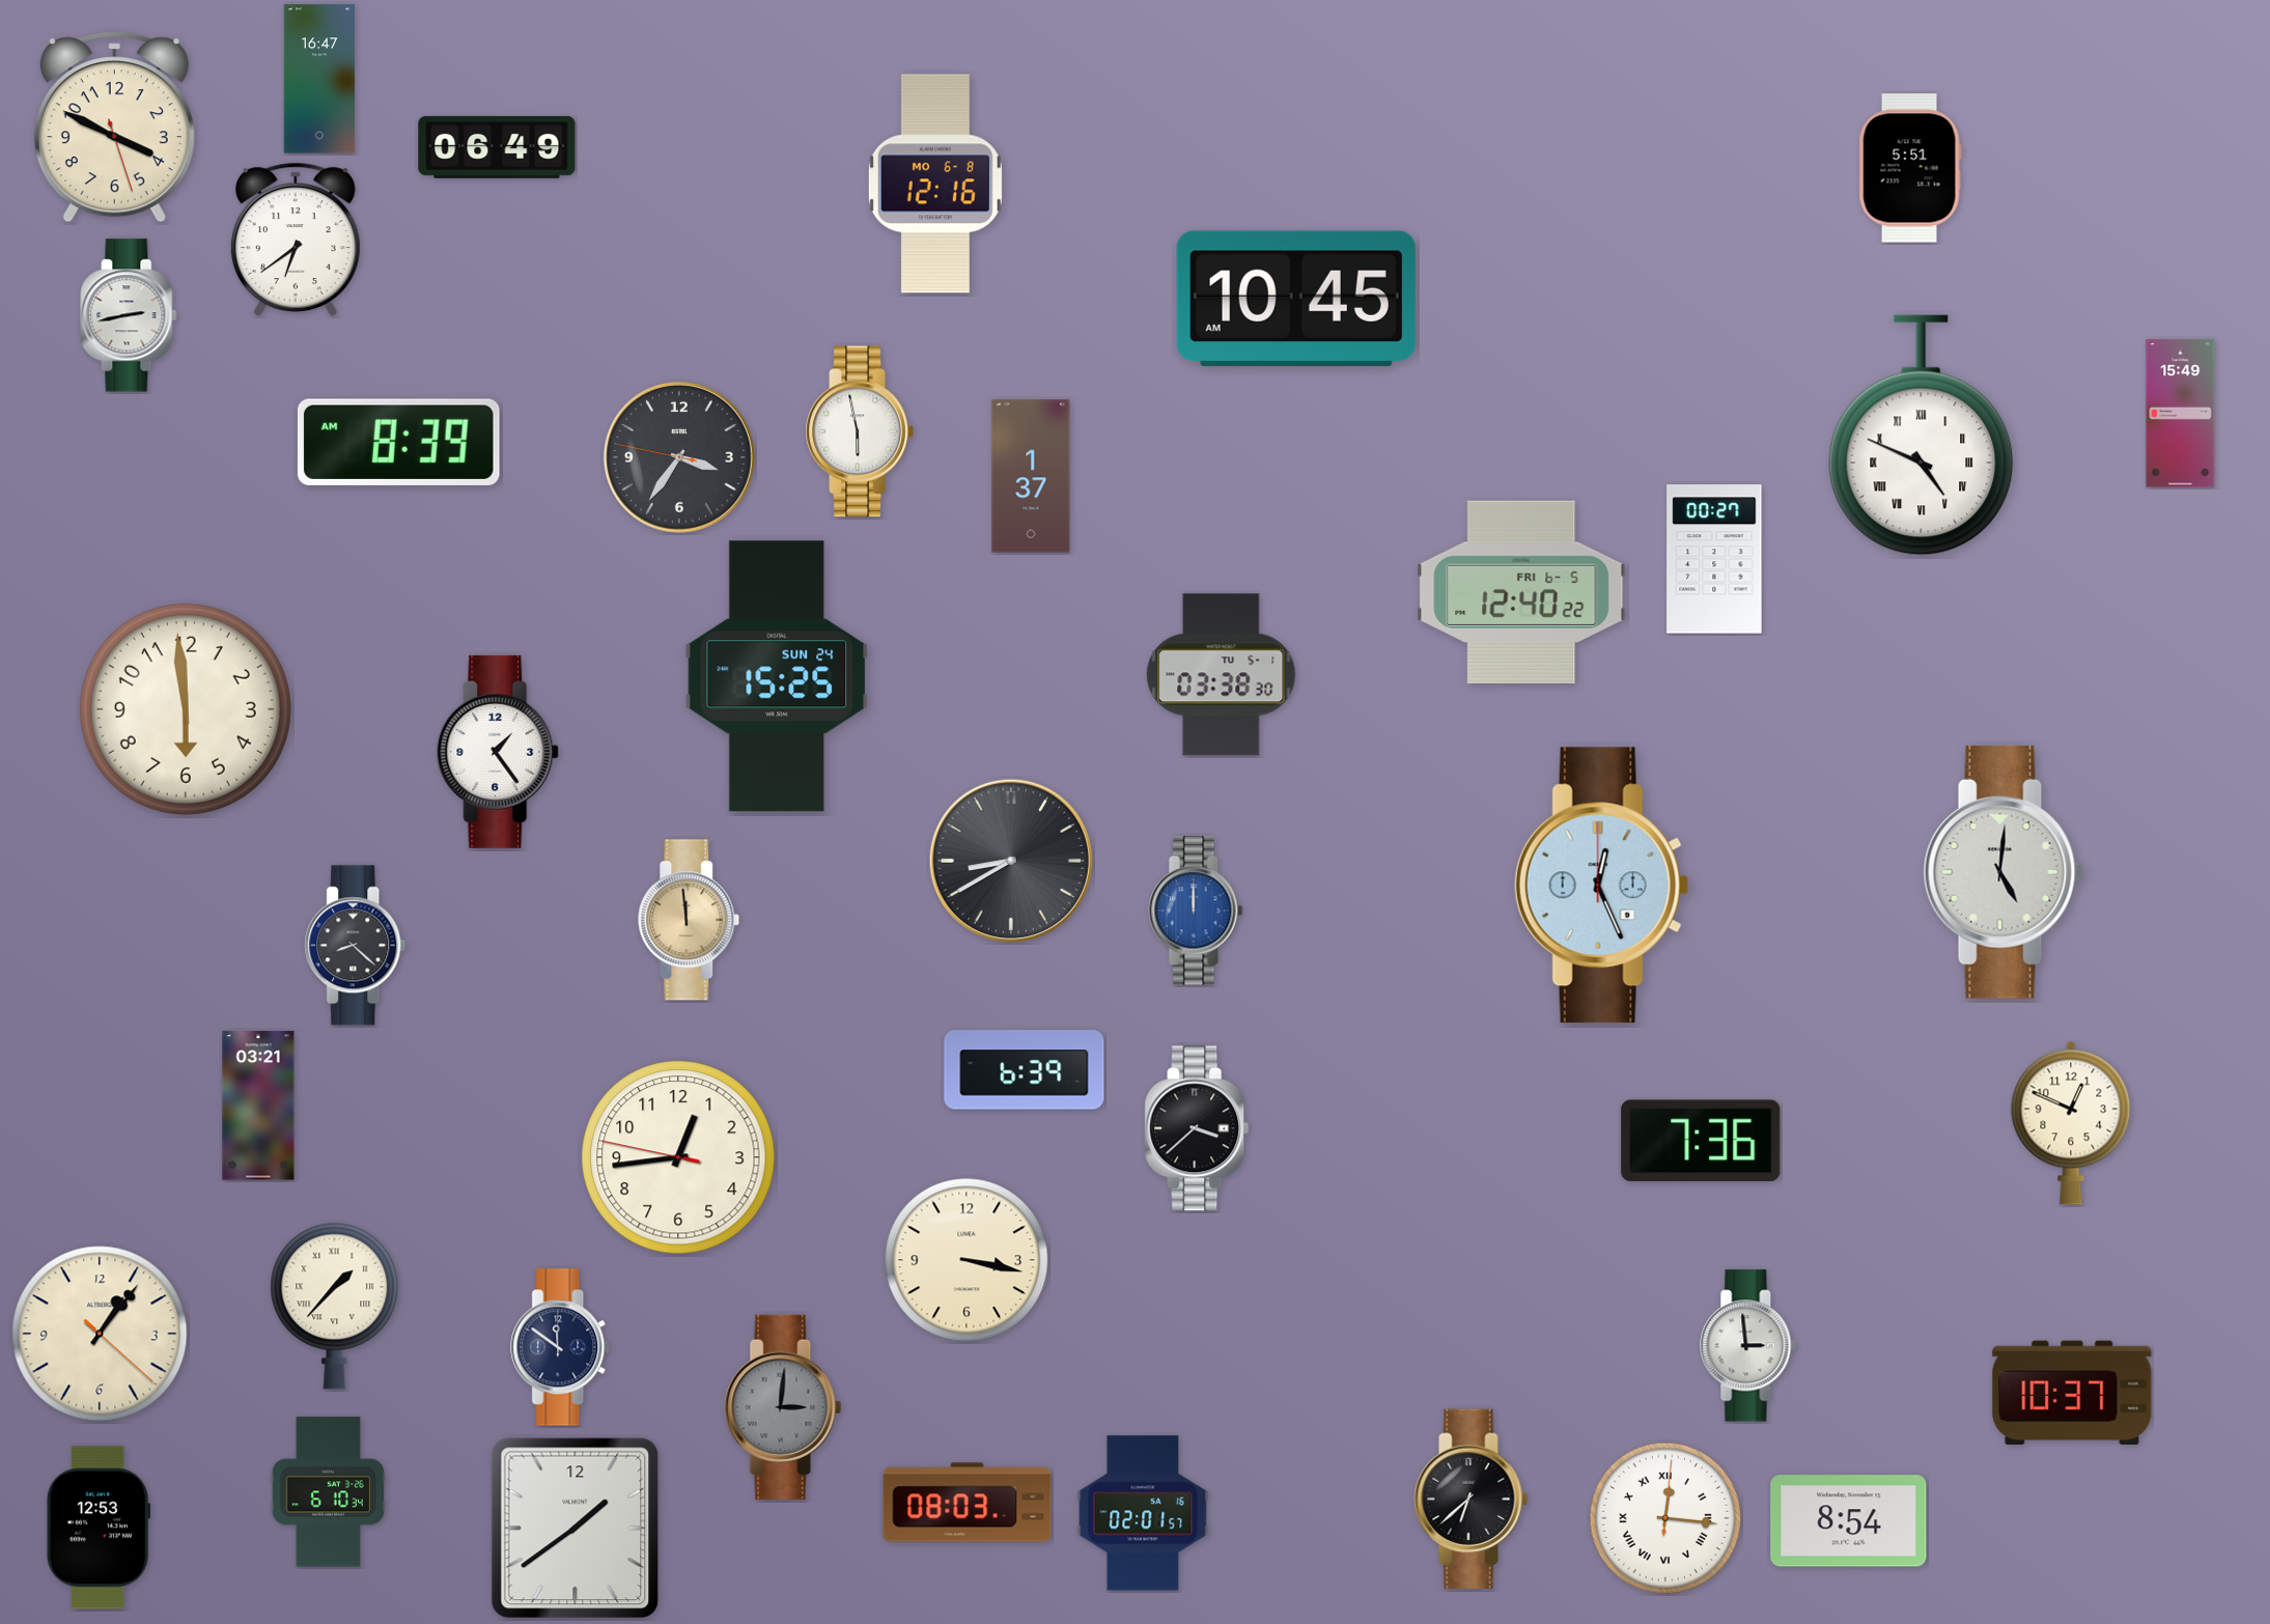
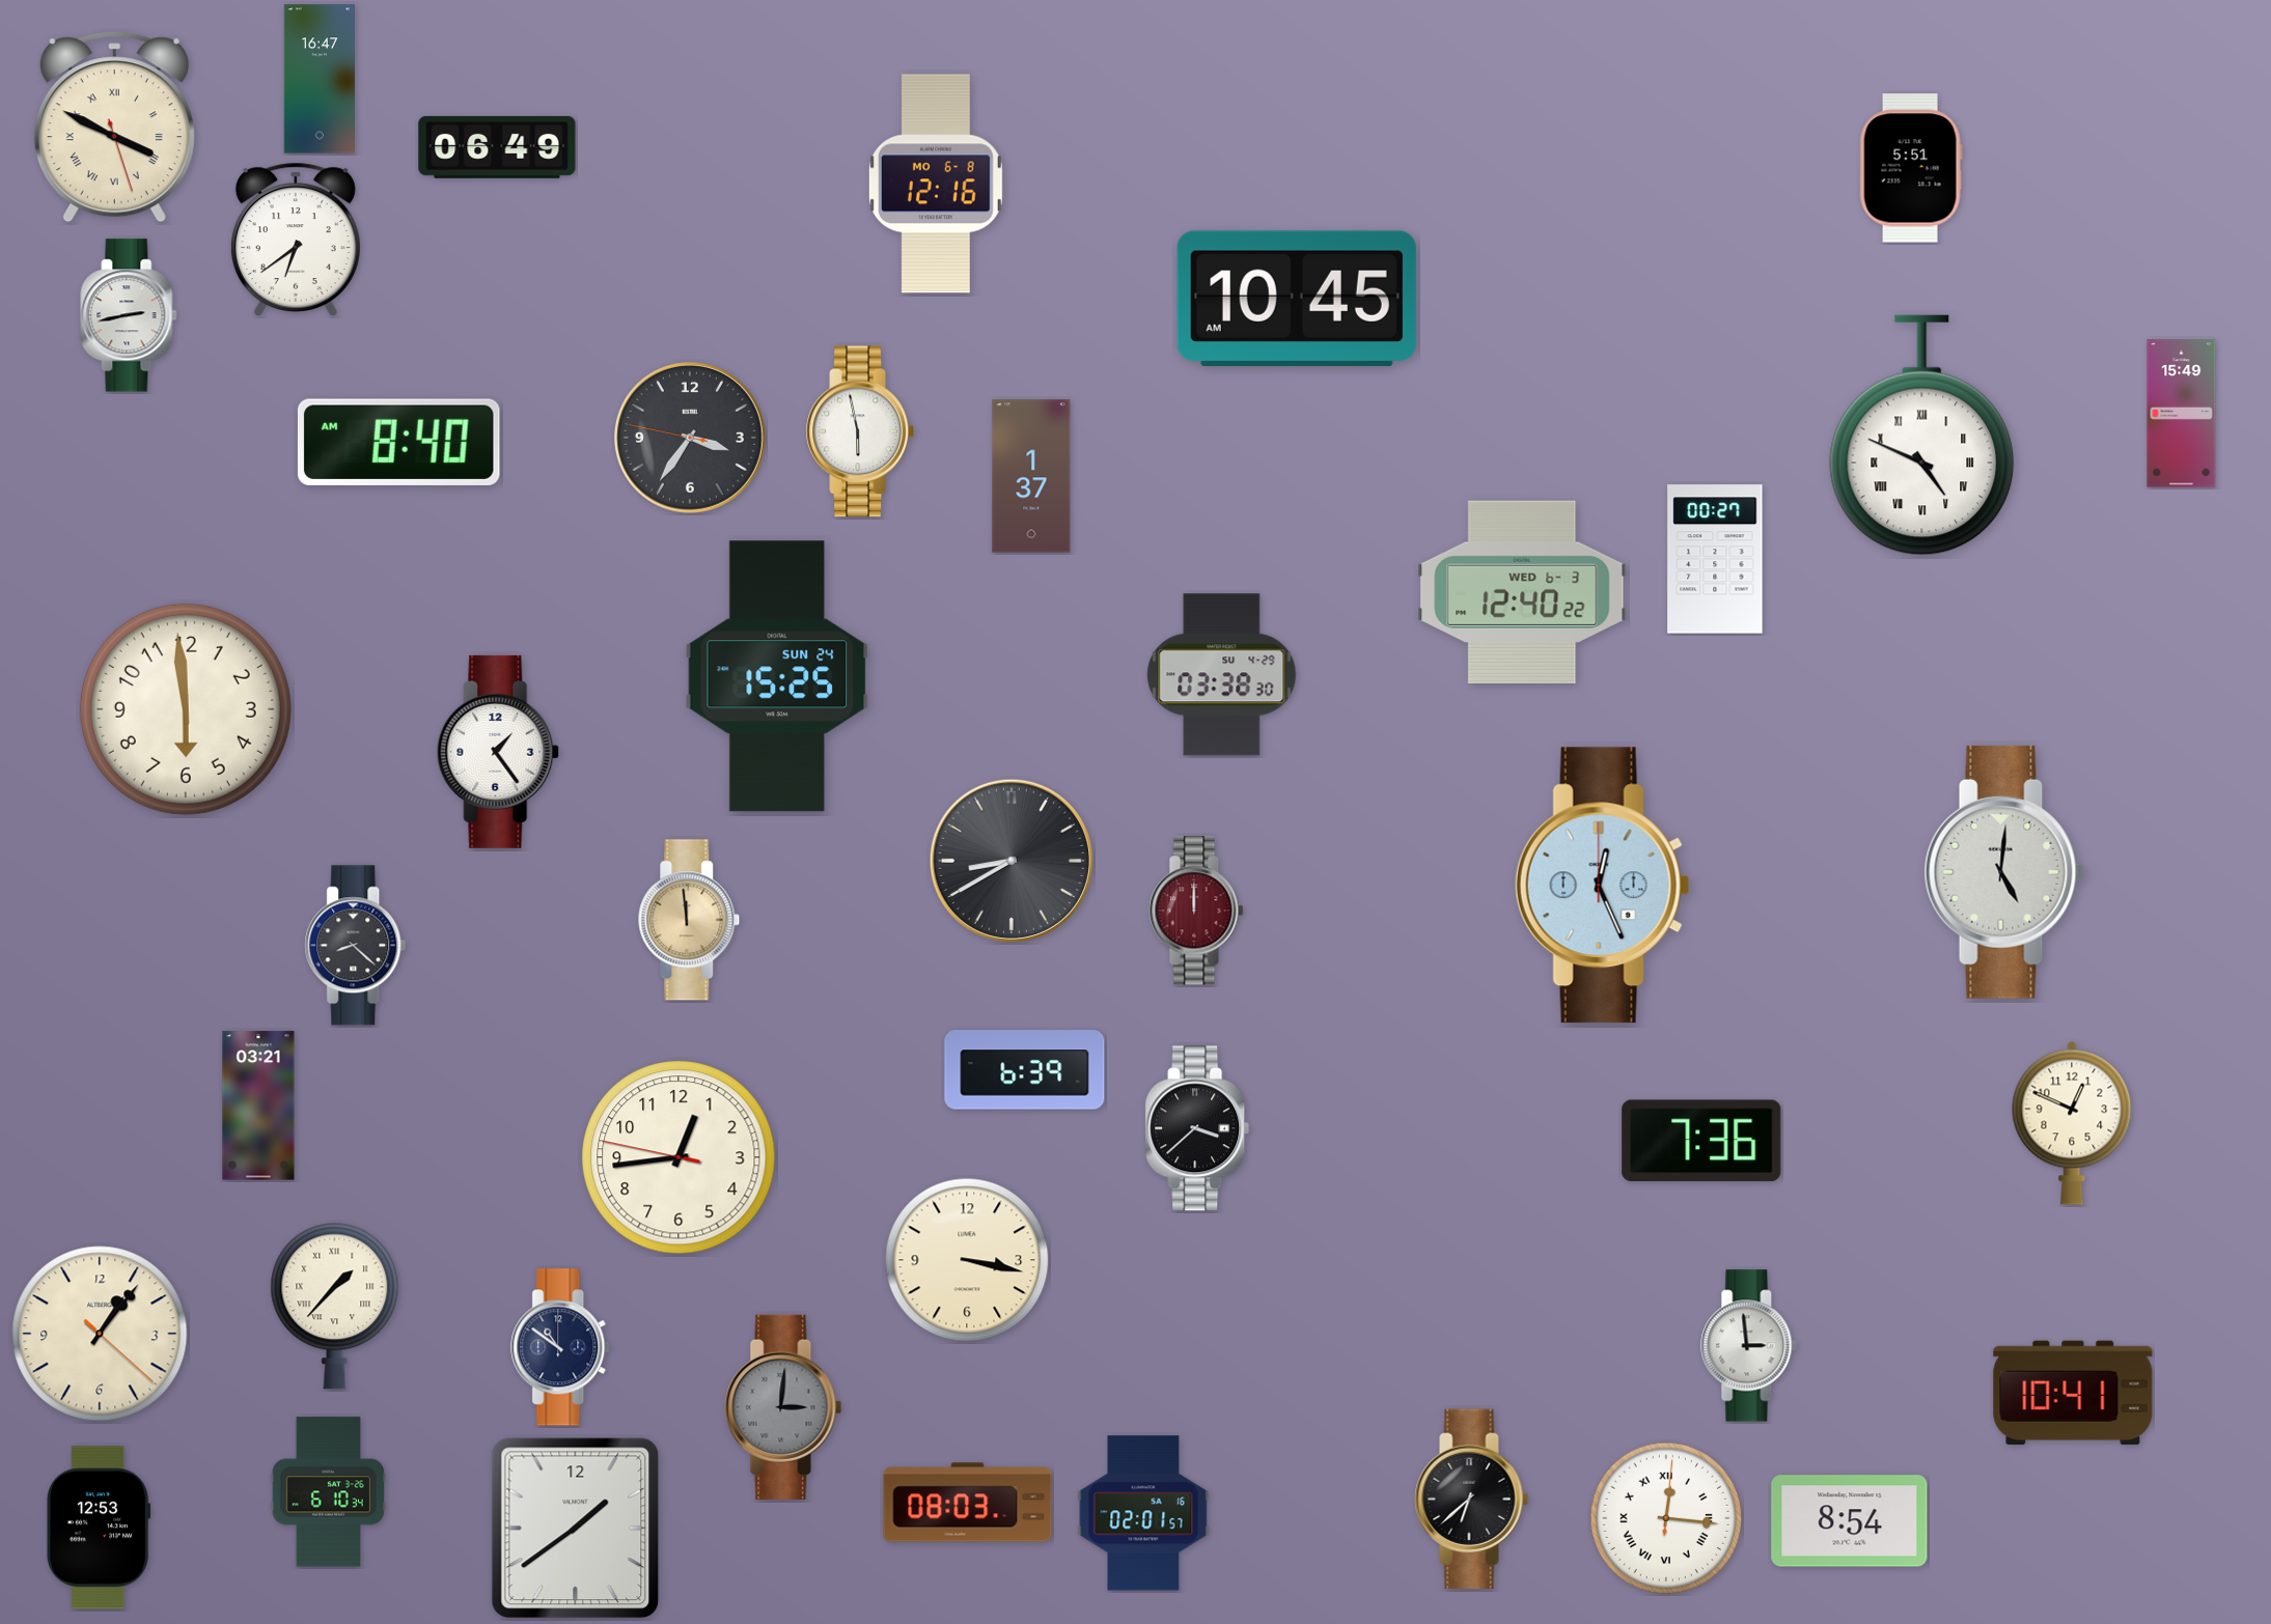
clock at (114, 128) numerals: Arabic -> Roman
clock at (398, 442): 8:39 -> 8:40
clock at (679, 457) position: (679, 457) -> (690, 438)
clock at (1521, 591) date: FRI 6-5 -> WED 6-3
clock at (1222, 675) date: TU 5-1 -> SU 4-29
clock at (1196, 911) dial: blue -> burgundy
clock at (561, 1347): 11:51 -> 10:51
clock at (2072, 1393): 10:37 -> 10:41
